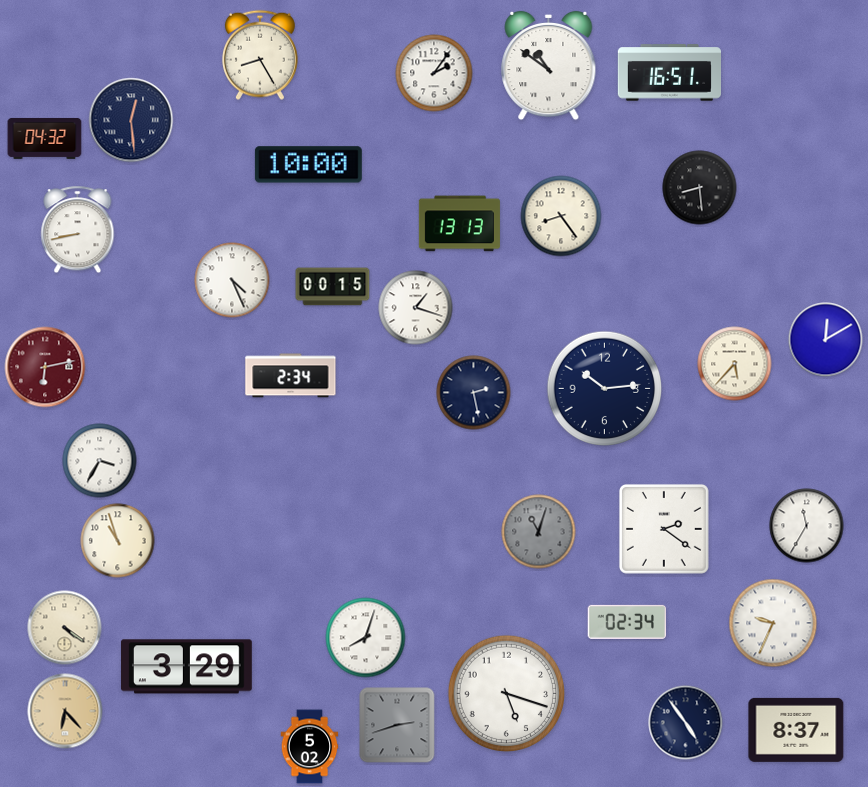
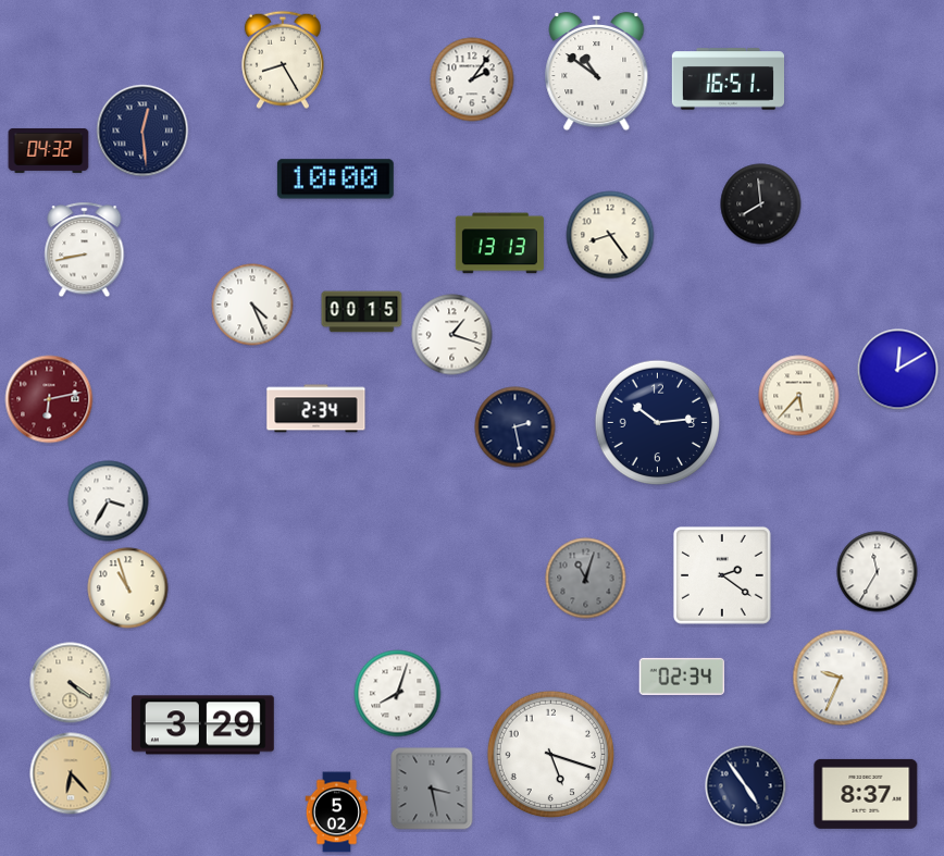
clock at (700, 188): 8:29 -> 7:59
clock at (397, 725): 2:42 -> 3:28
